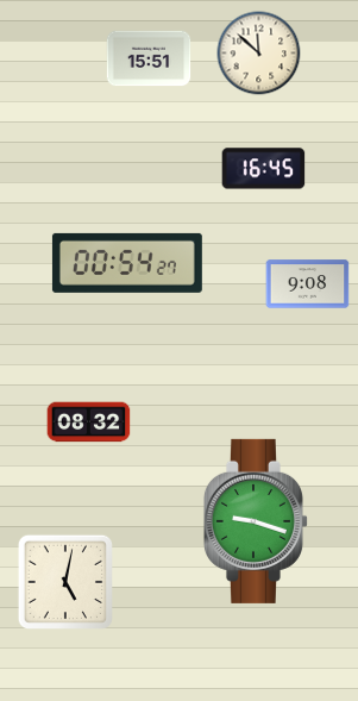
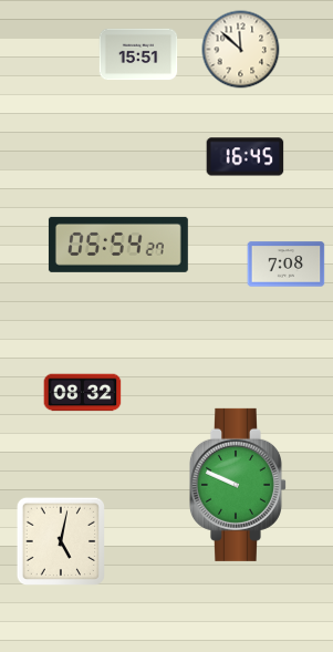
clock at (127, 263): 00:54 -> 05:54
clock at (308, 284): 9:08 -> 7:08
clock at (256, 521): 9:18 -> 9:49
